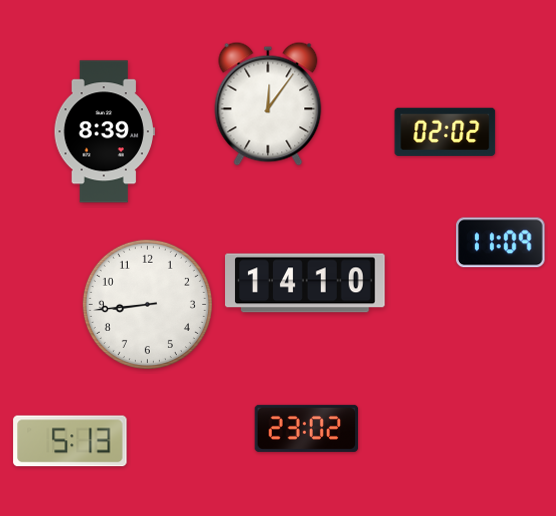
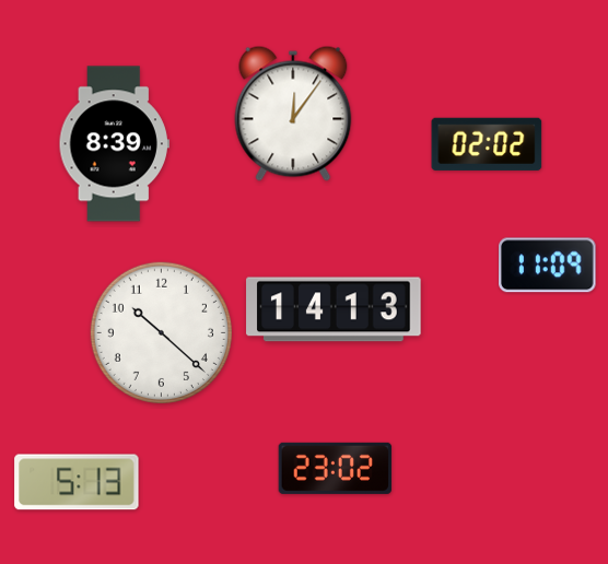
clock at (305, 283): 14:10 -> 14:13
clock at (147, 304): 8:44 -> 10:22
